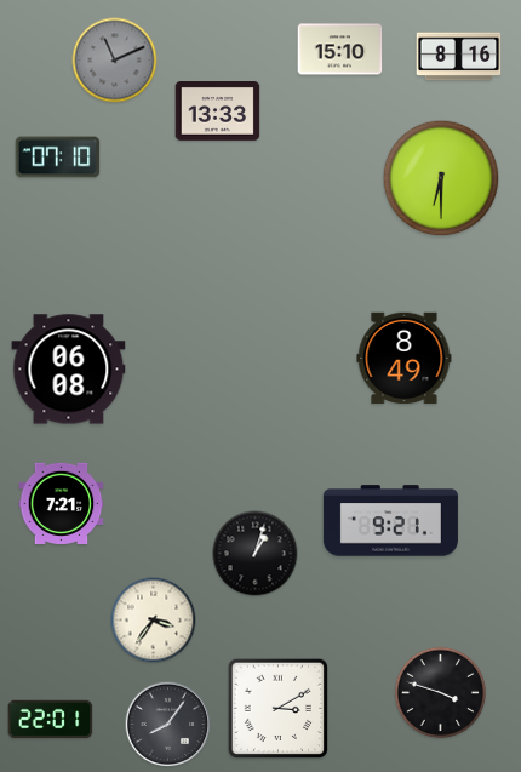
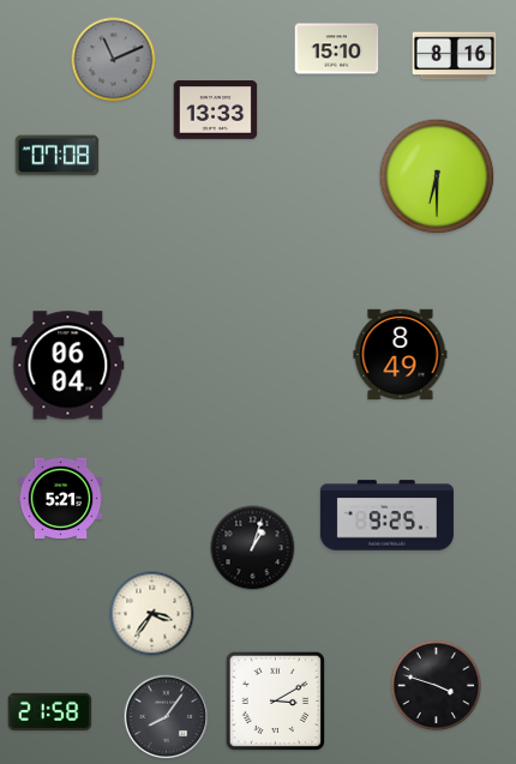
clock at (58, 158): 07:10 -> 07:08
clock at (69, 370): 06:08 -> 06:04
clock at (62, 503): 7:21 -> 5:21
clock at (390, 521): 9:21 -> 9:25
clock at (51, 719): 22:01 -> 21:58
